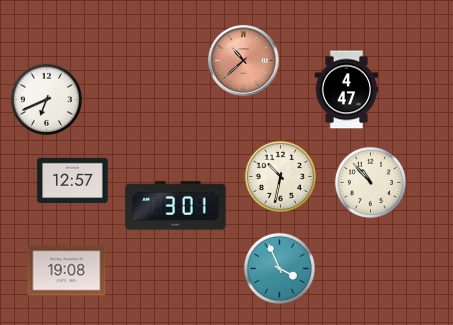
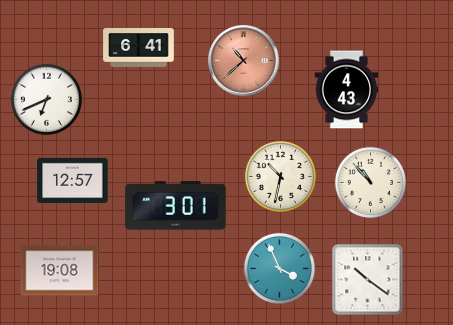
clock at (139, 48): none -> 6:41
clock at (347, 90): 4:47 -> 4:43
clock at (67, 271) position: (67, 271) -> (60, 271)
clock at (368, 280): none -> 10:21
